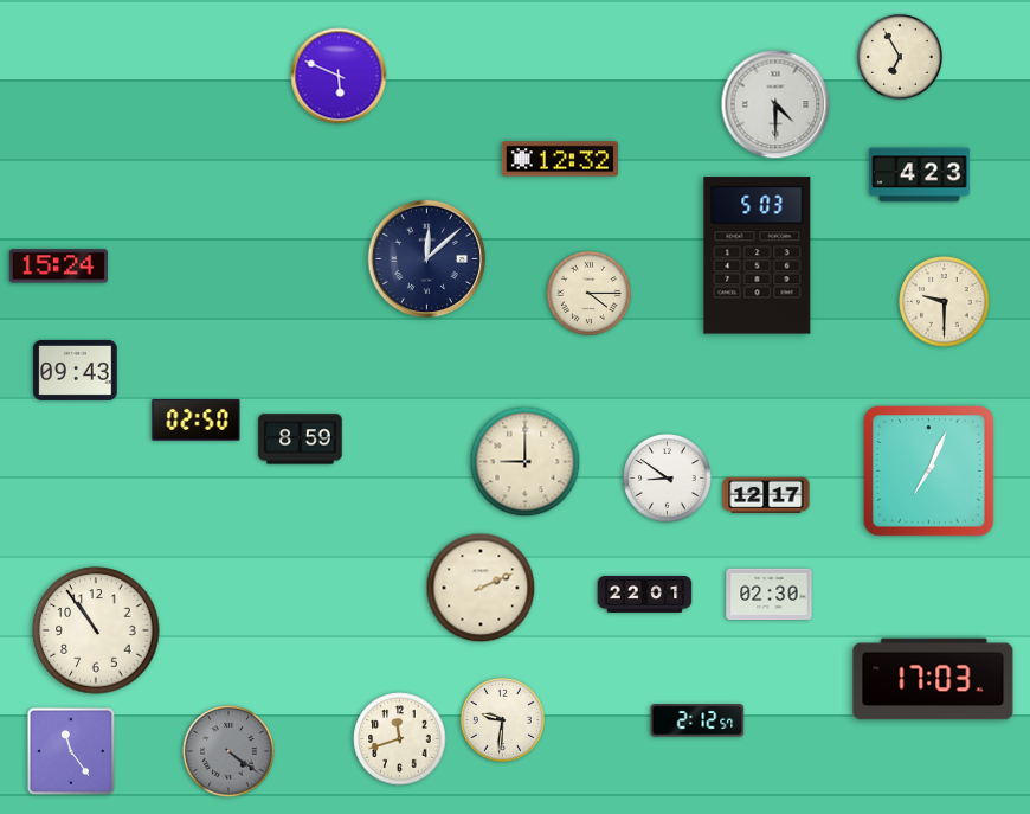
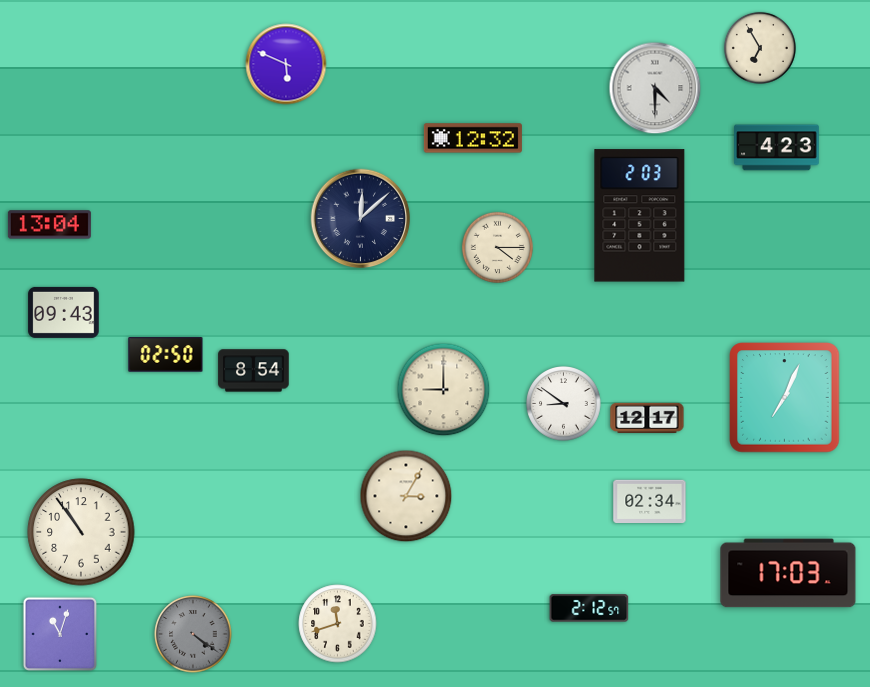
clock at (560, 159) position: (560, 159) -> (473, 138)
clock at (758, 256): 5:03 -> 2:03
clock at (58, 267): 15:24 -> 13:04
clock at (945, 302): 9:30 -> none
clock at (301, 440): 8:59 -> 8:54
clock at (481, 588): 2:11 -> 3:05
clock at (645, 594): 22:01 -> none
clock at (770, 594): 02:30 -> 02:34
clock at (502, 719): 9:31 -> none
clock at (71, 751): 11:24 -> 11:03
